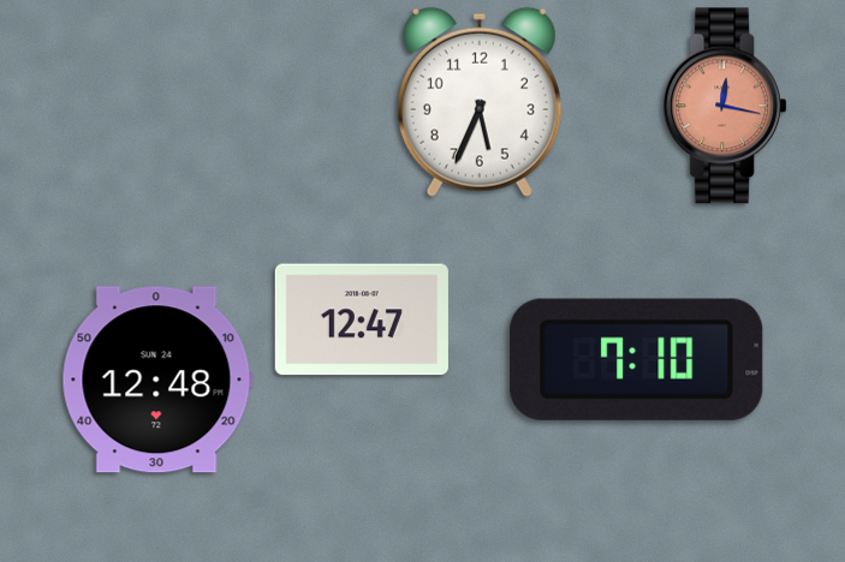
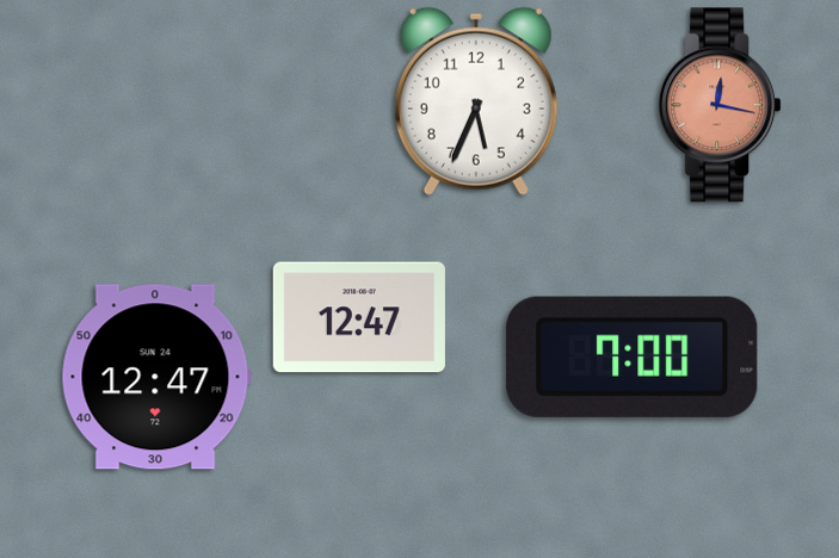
clock at (637, 359): 7:10 -> 7:00
clock at (157, 379): 12:48 -> 12:47
